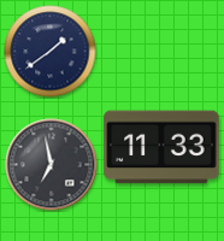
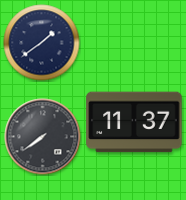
clock at (161, 147): 11:33 -> 11:37
clock at (52, 165): 6:58 -> 7:39
